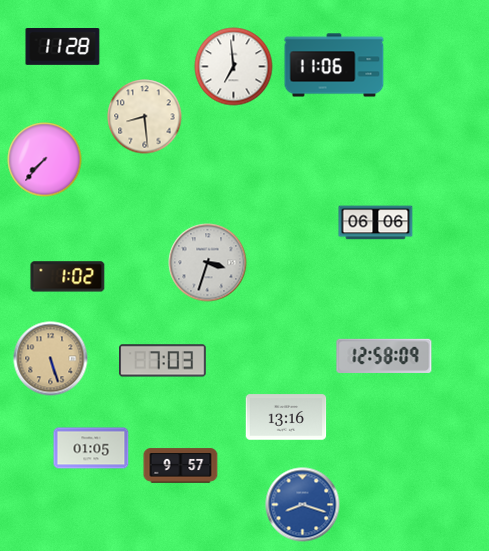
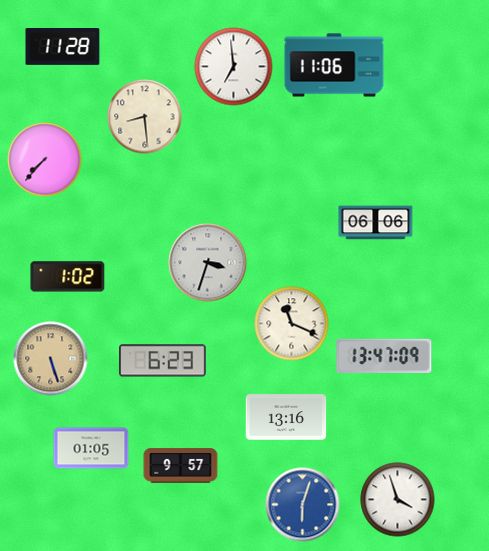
clock at (292, 324): none -> 11:19
clock at (384, 356): 12:58 -> 13:47
clock at (163, 361): 7:03 -> 6:23
clock at (398, 500): none -> 3:57
clock at (303, 505): 8:18 -> 6:03
